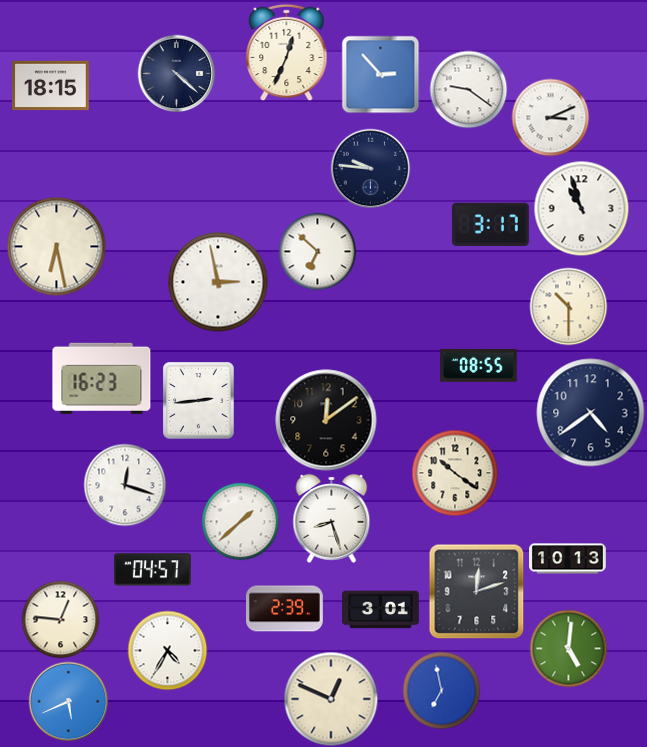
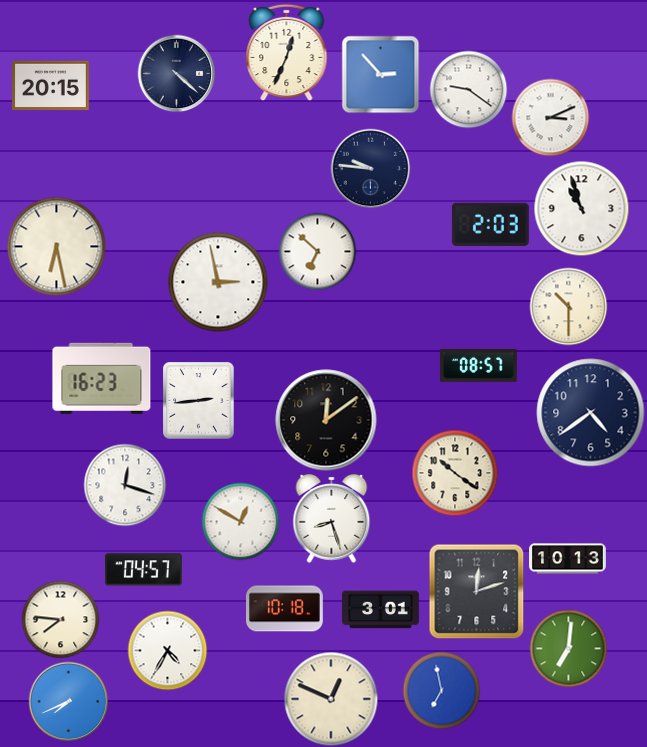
clock at (50, 86): 18:15 -> 20:15
clock at (490, 224): 3:17 -> 2:03
clock at (478, 365): 08:55 -> 08:57
clock at (240, 521): 1:38 -> 12:50
clock at (153, 570) position: (153, 570) -> (144, 570)
clock at (285, 609): 2:39 -> 10:18
clock at (60, 619): 12:46 -> 7:46
clock at (568, 648): 5:01 -> 7:01
clock at (68, 701): 5:41 -> 7:41
